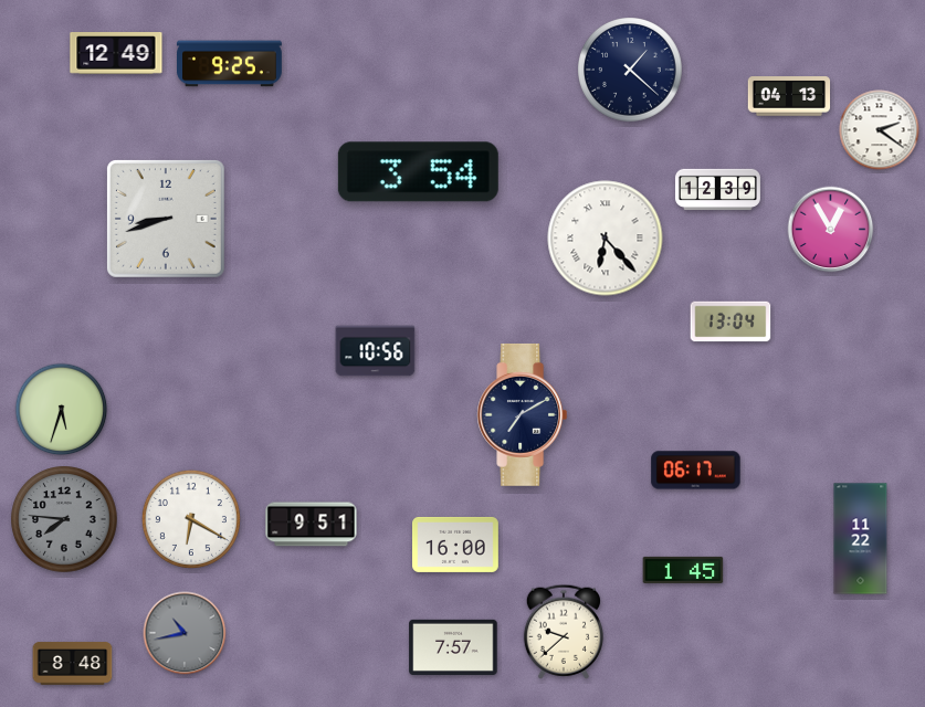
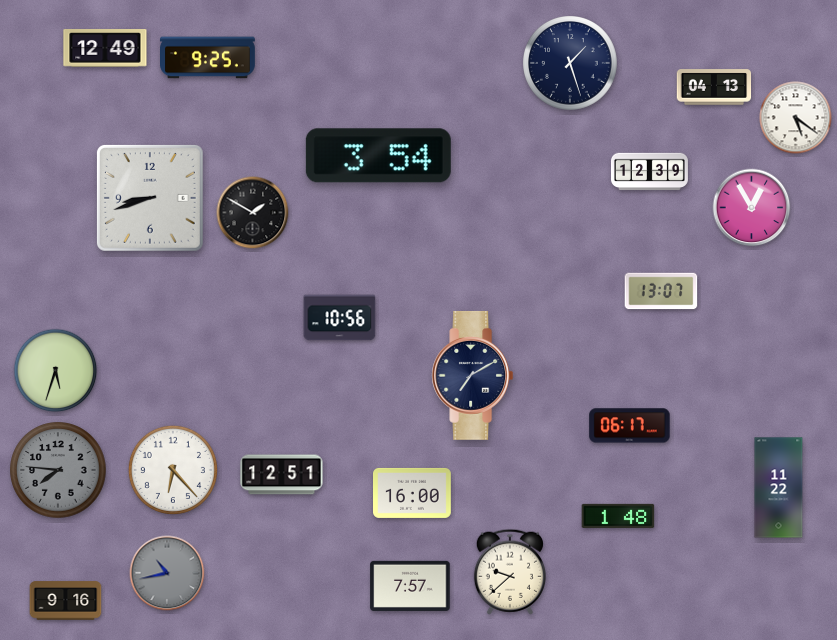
clock at (631, 71): 1:22 -> 1:27
clock at (880, 130): 2:21 -> 5:21
clock at (253, 213): none -> 1:50
clock at (606, 239): 6:23 -> none
clock at (730, 321): 13:04 -> 13:07
clock at (191, 519): 6:20 -> 6:23
clock at (312, 525): 9:51 -> 12:51
clock at (683, 570): 1:45 -> 1:48
clock at (73, 664): 8:48 -> 9:16
